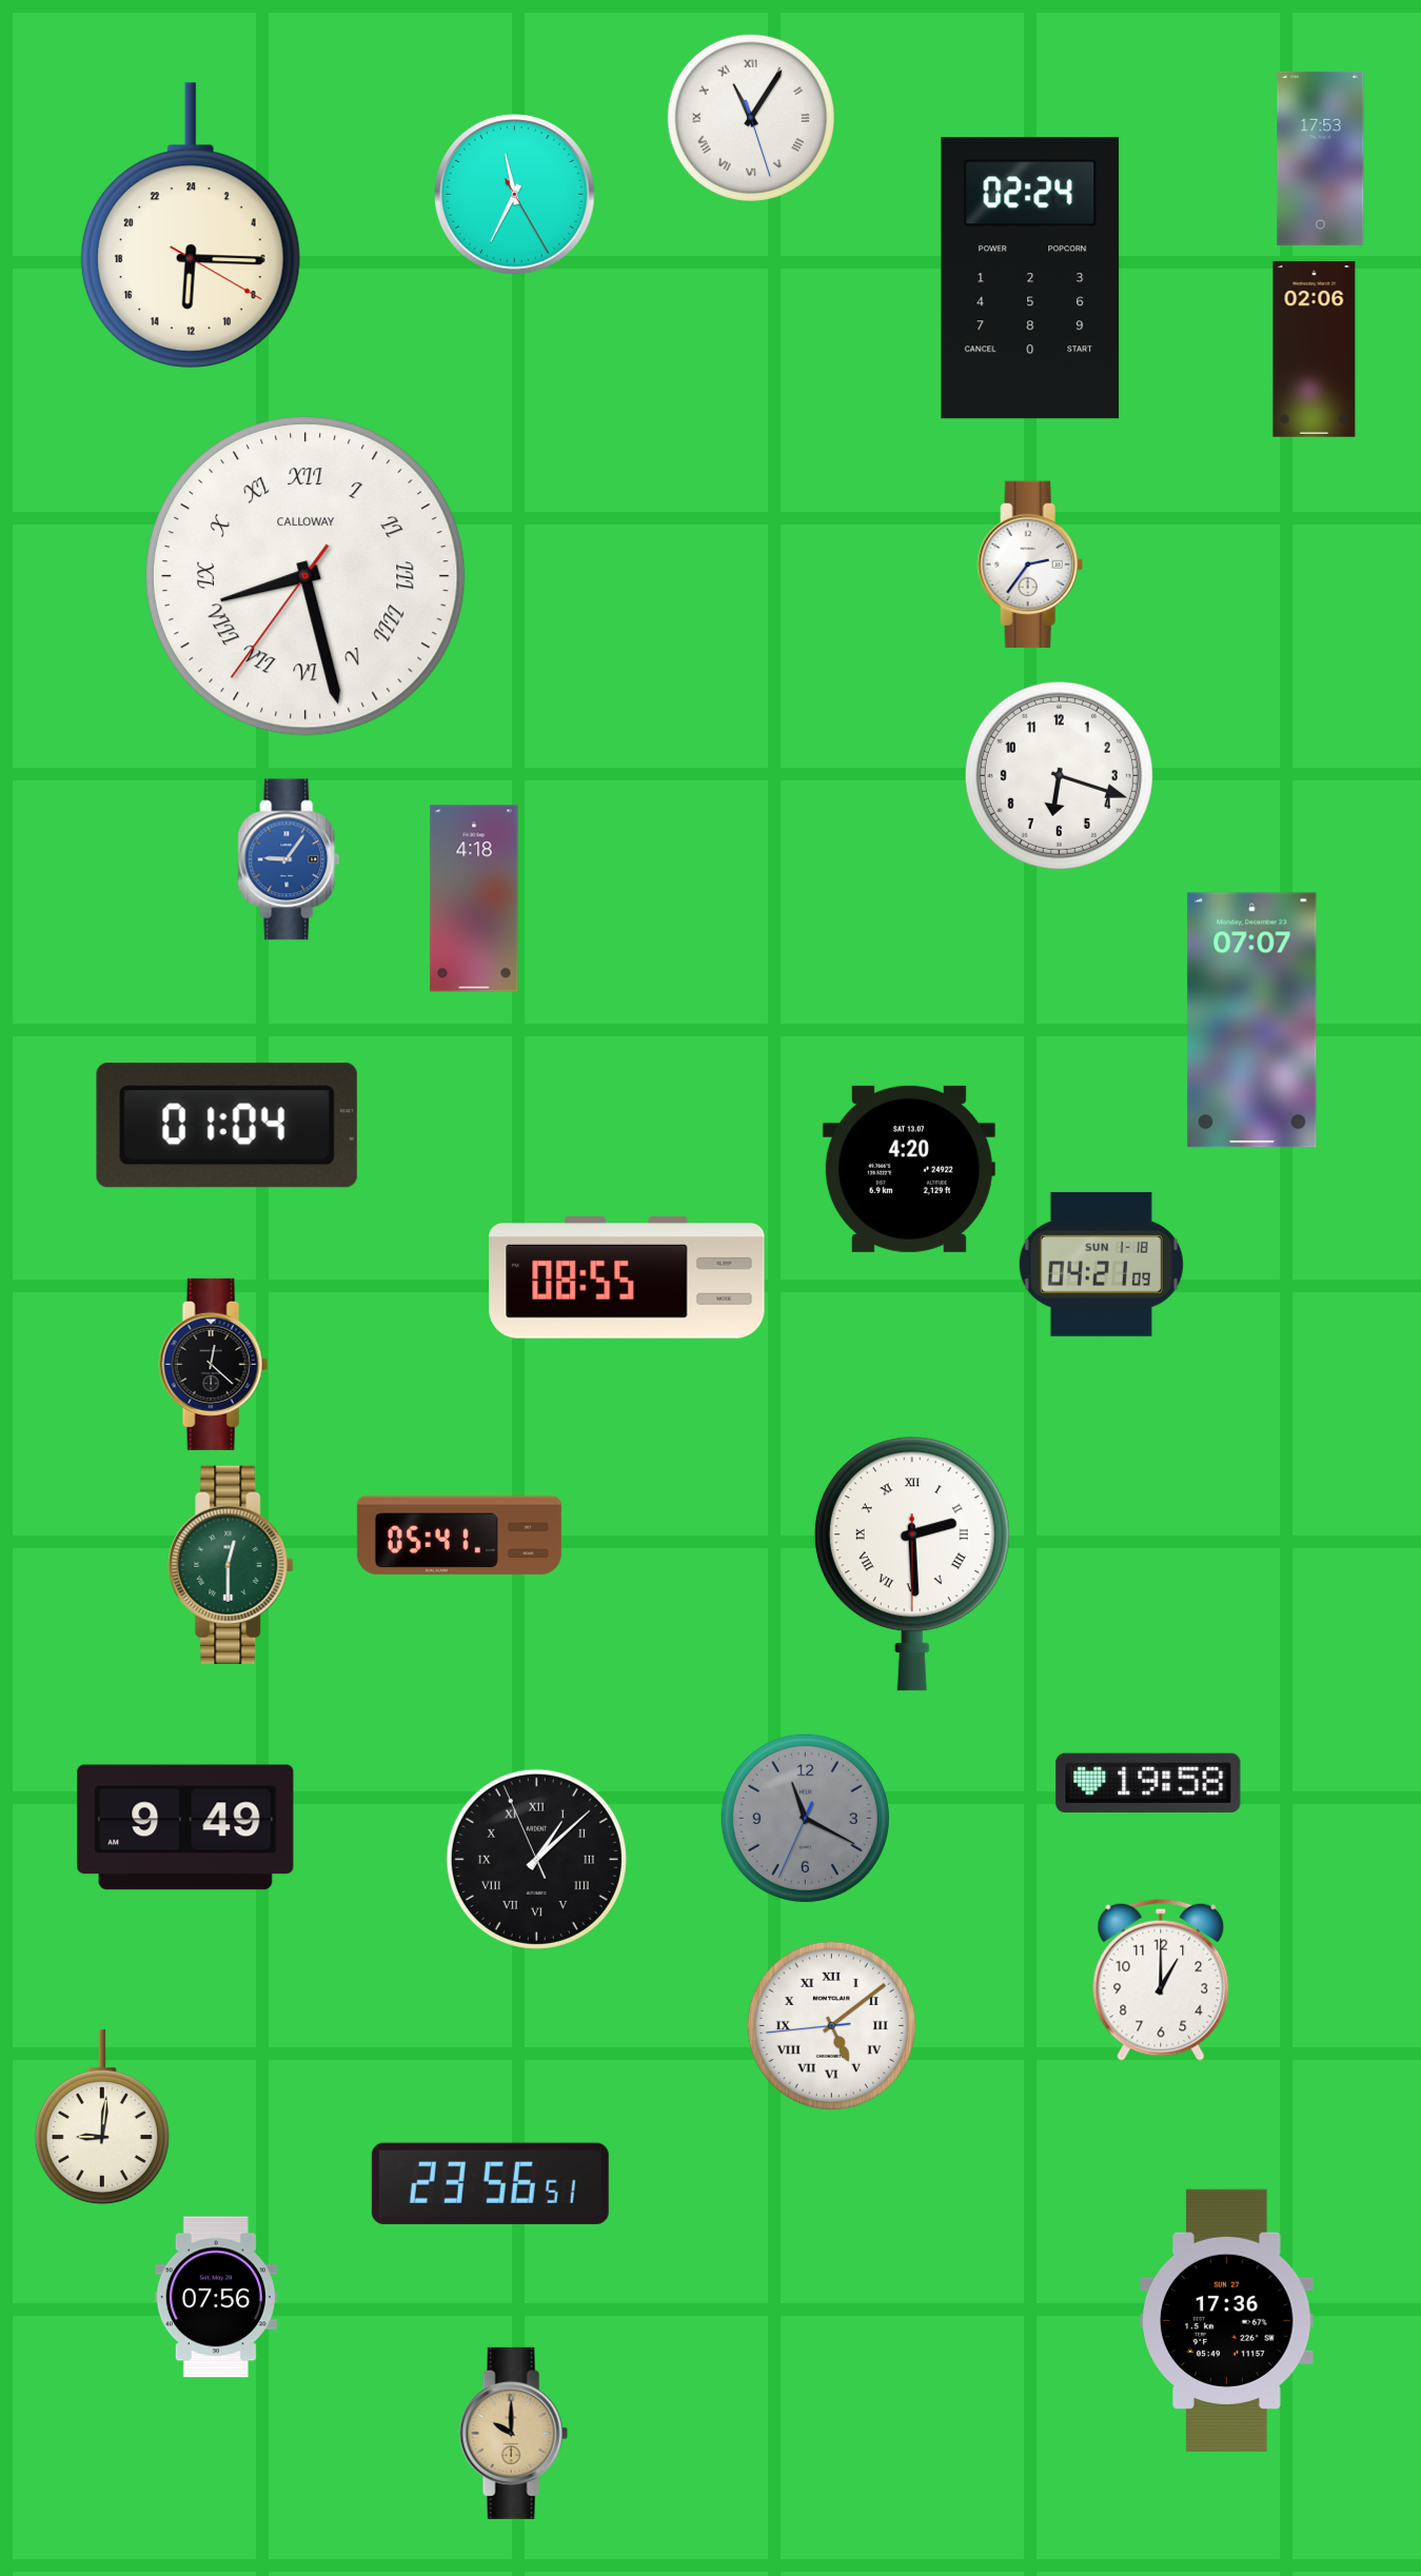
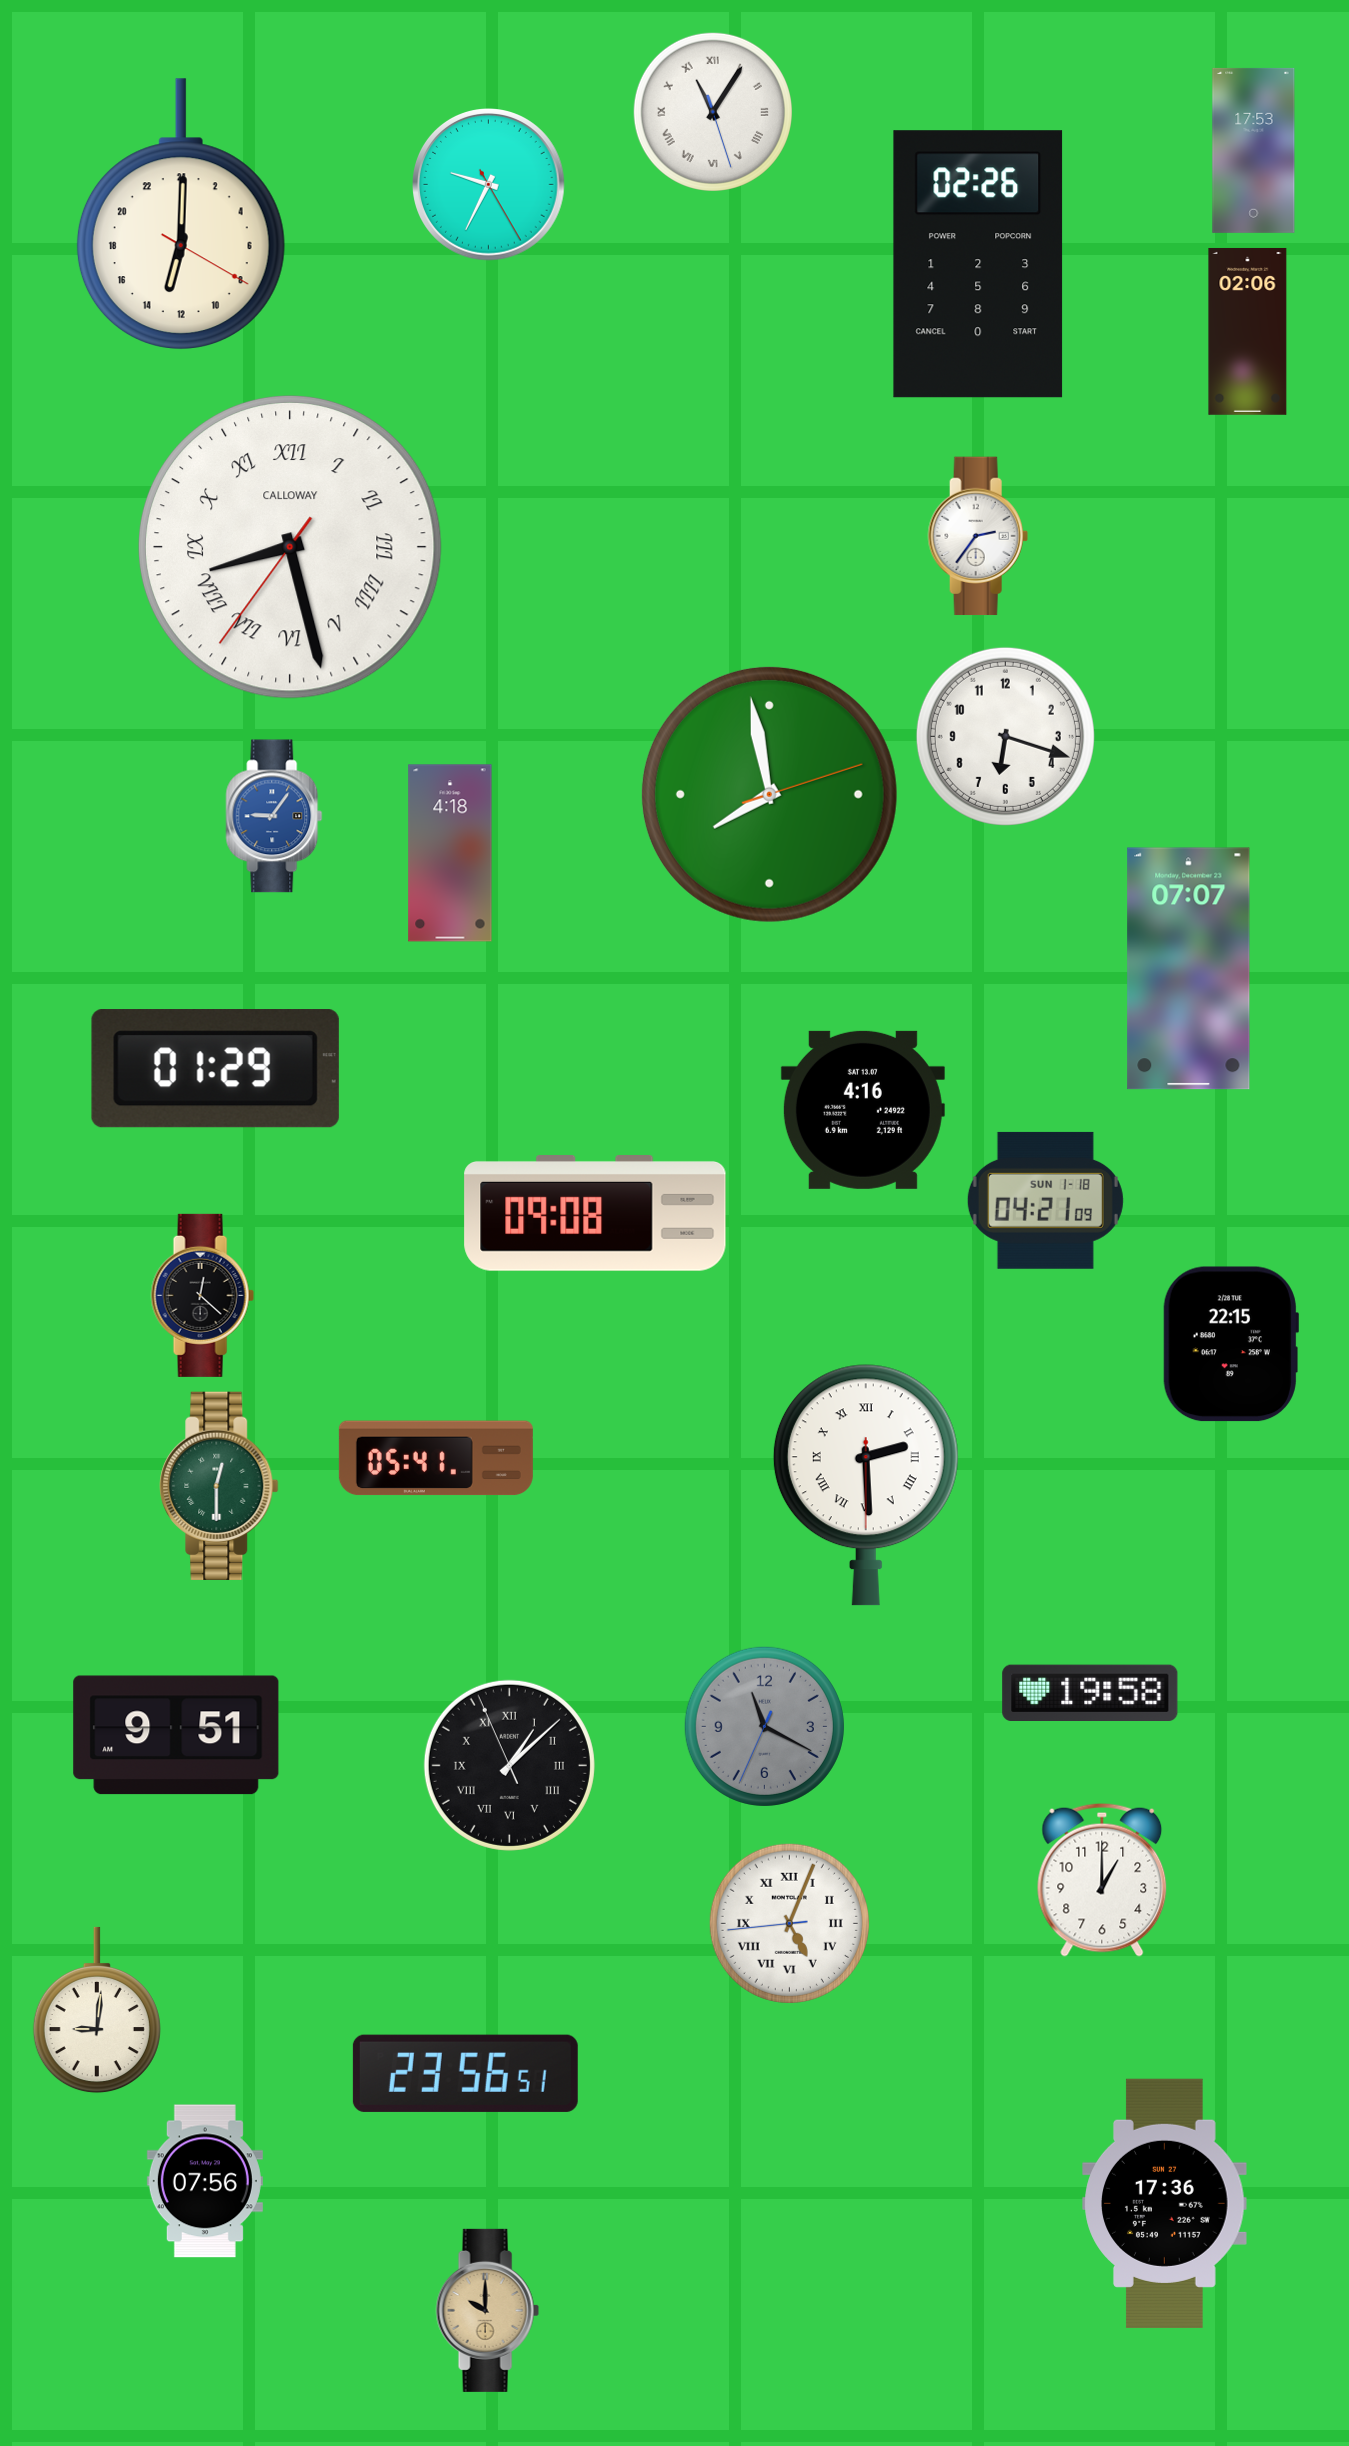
clock at (515, 195): 11:34 -> 9:34
clock at (191, 225): 12:15 -> 13:00
clock at (1030, 278): 02:24 -> 02:26
clock at (769, 794): none -> 7:58
clock at (226, 1126): 01:04 -> 01:29
clock at (909, 1169): 4:20 -> 4:16
clock at (627, 1279): 08:55 -> 09:08
clock at (1231, 1344): none -> 22:15
clock at (185, 1827): 9:49 -> 9:51
clock at (831, 2025): 5:08 -> 5:03
